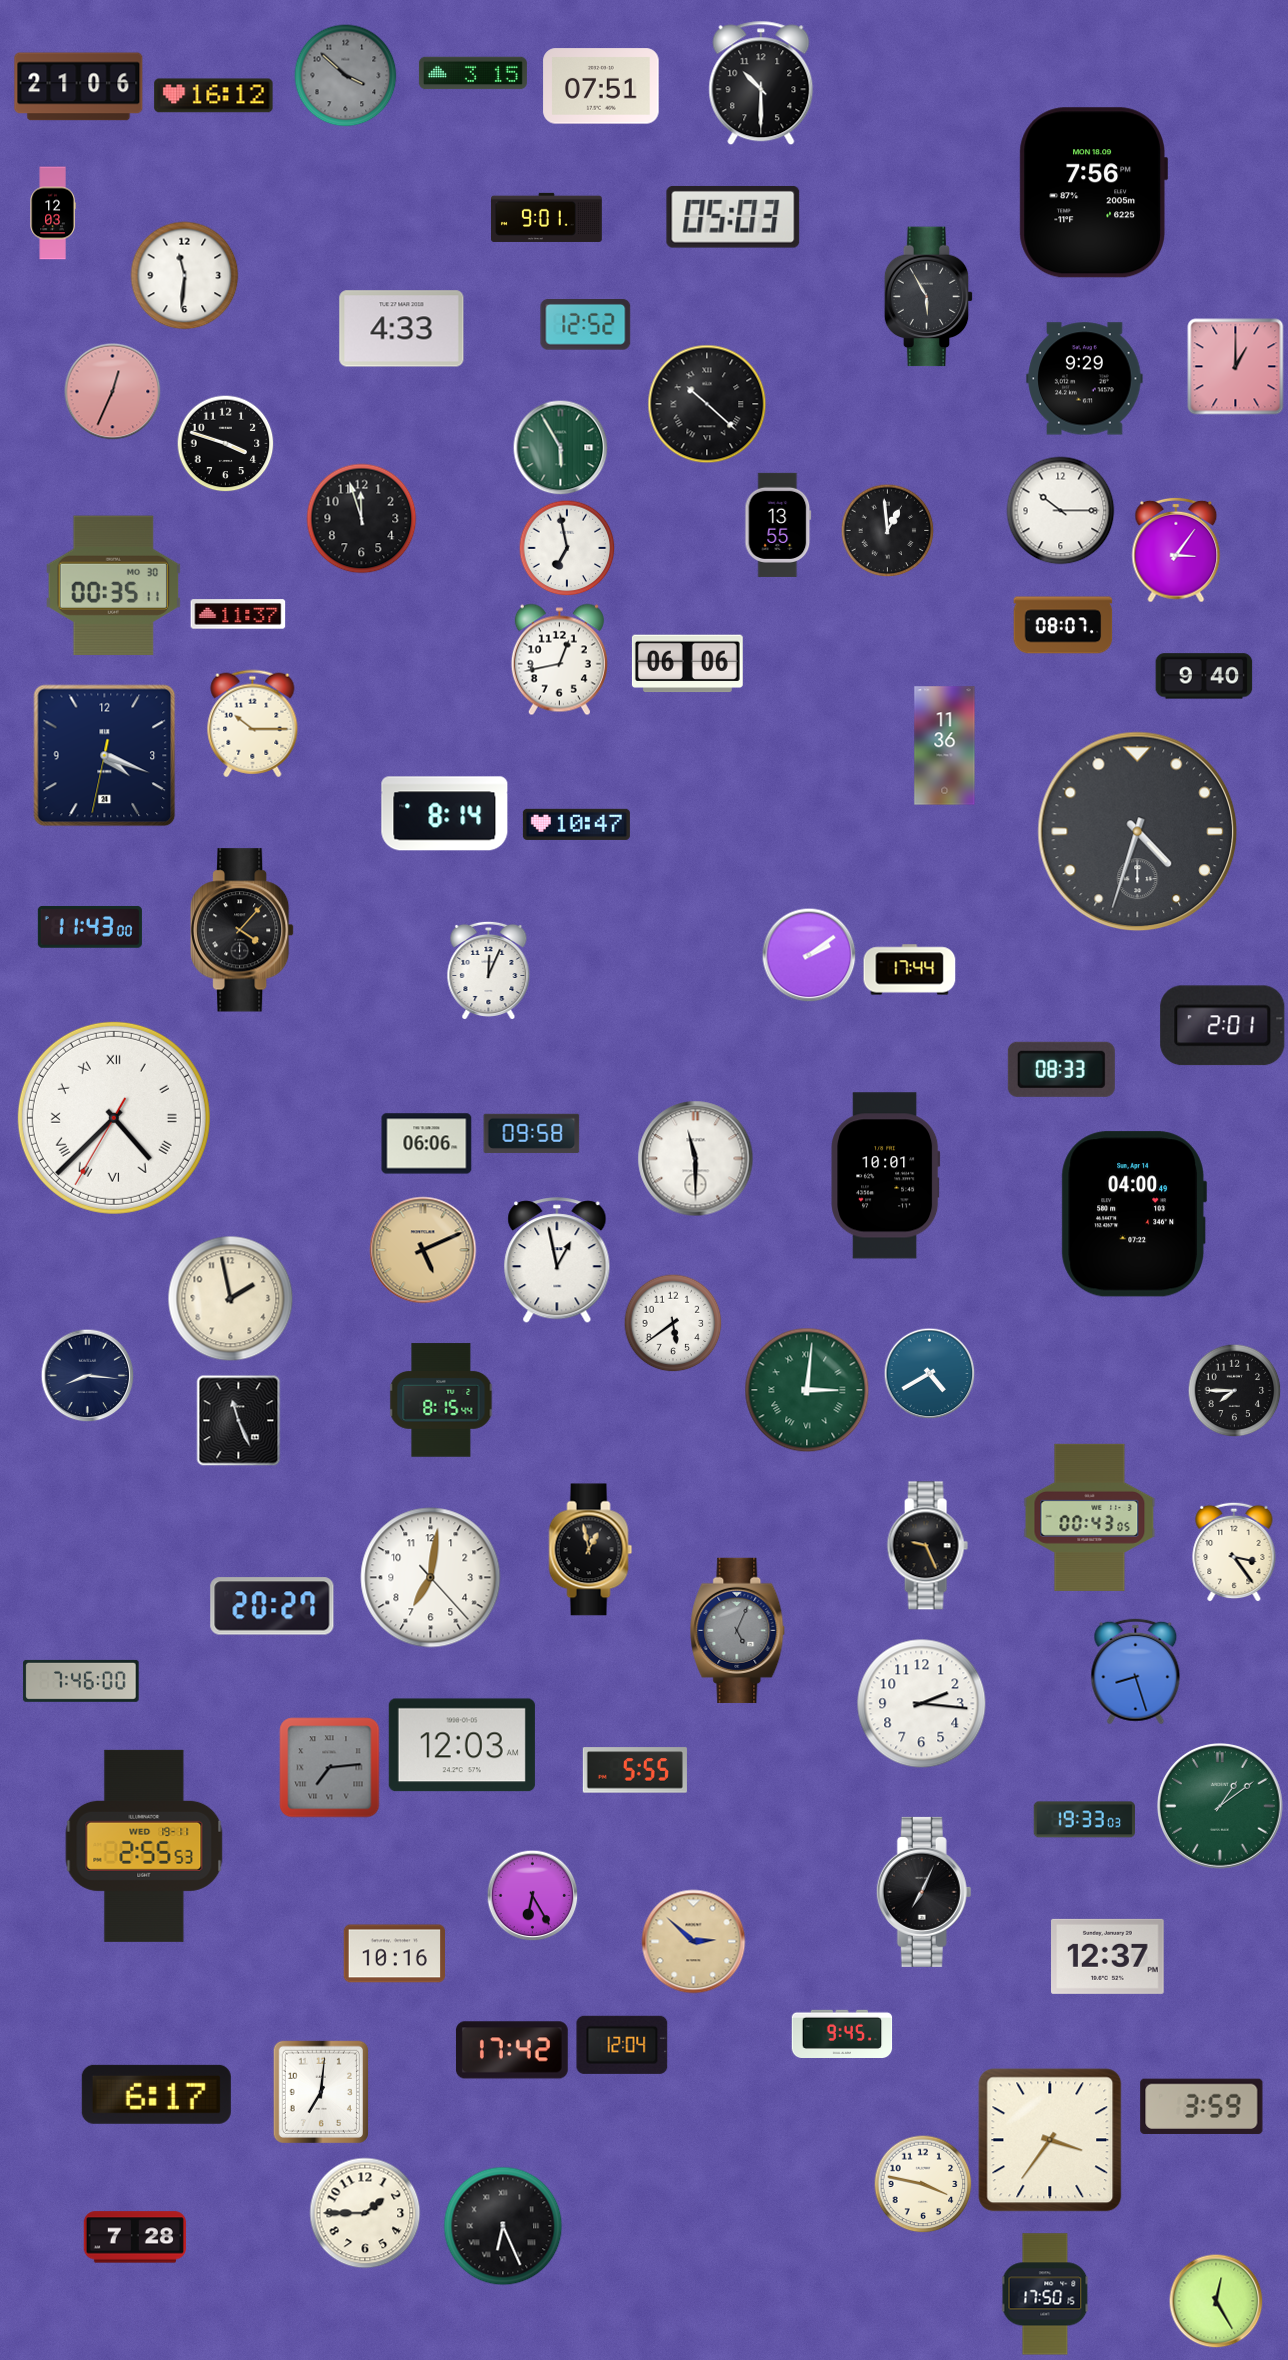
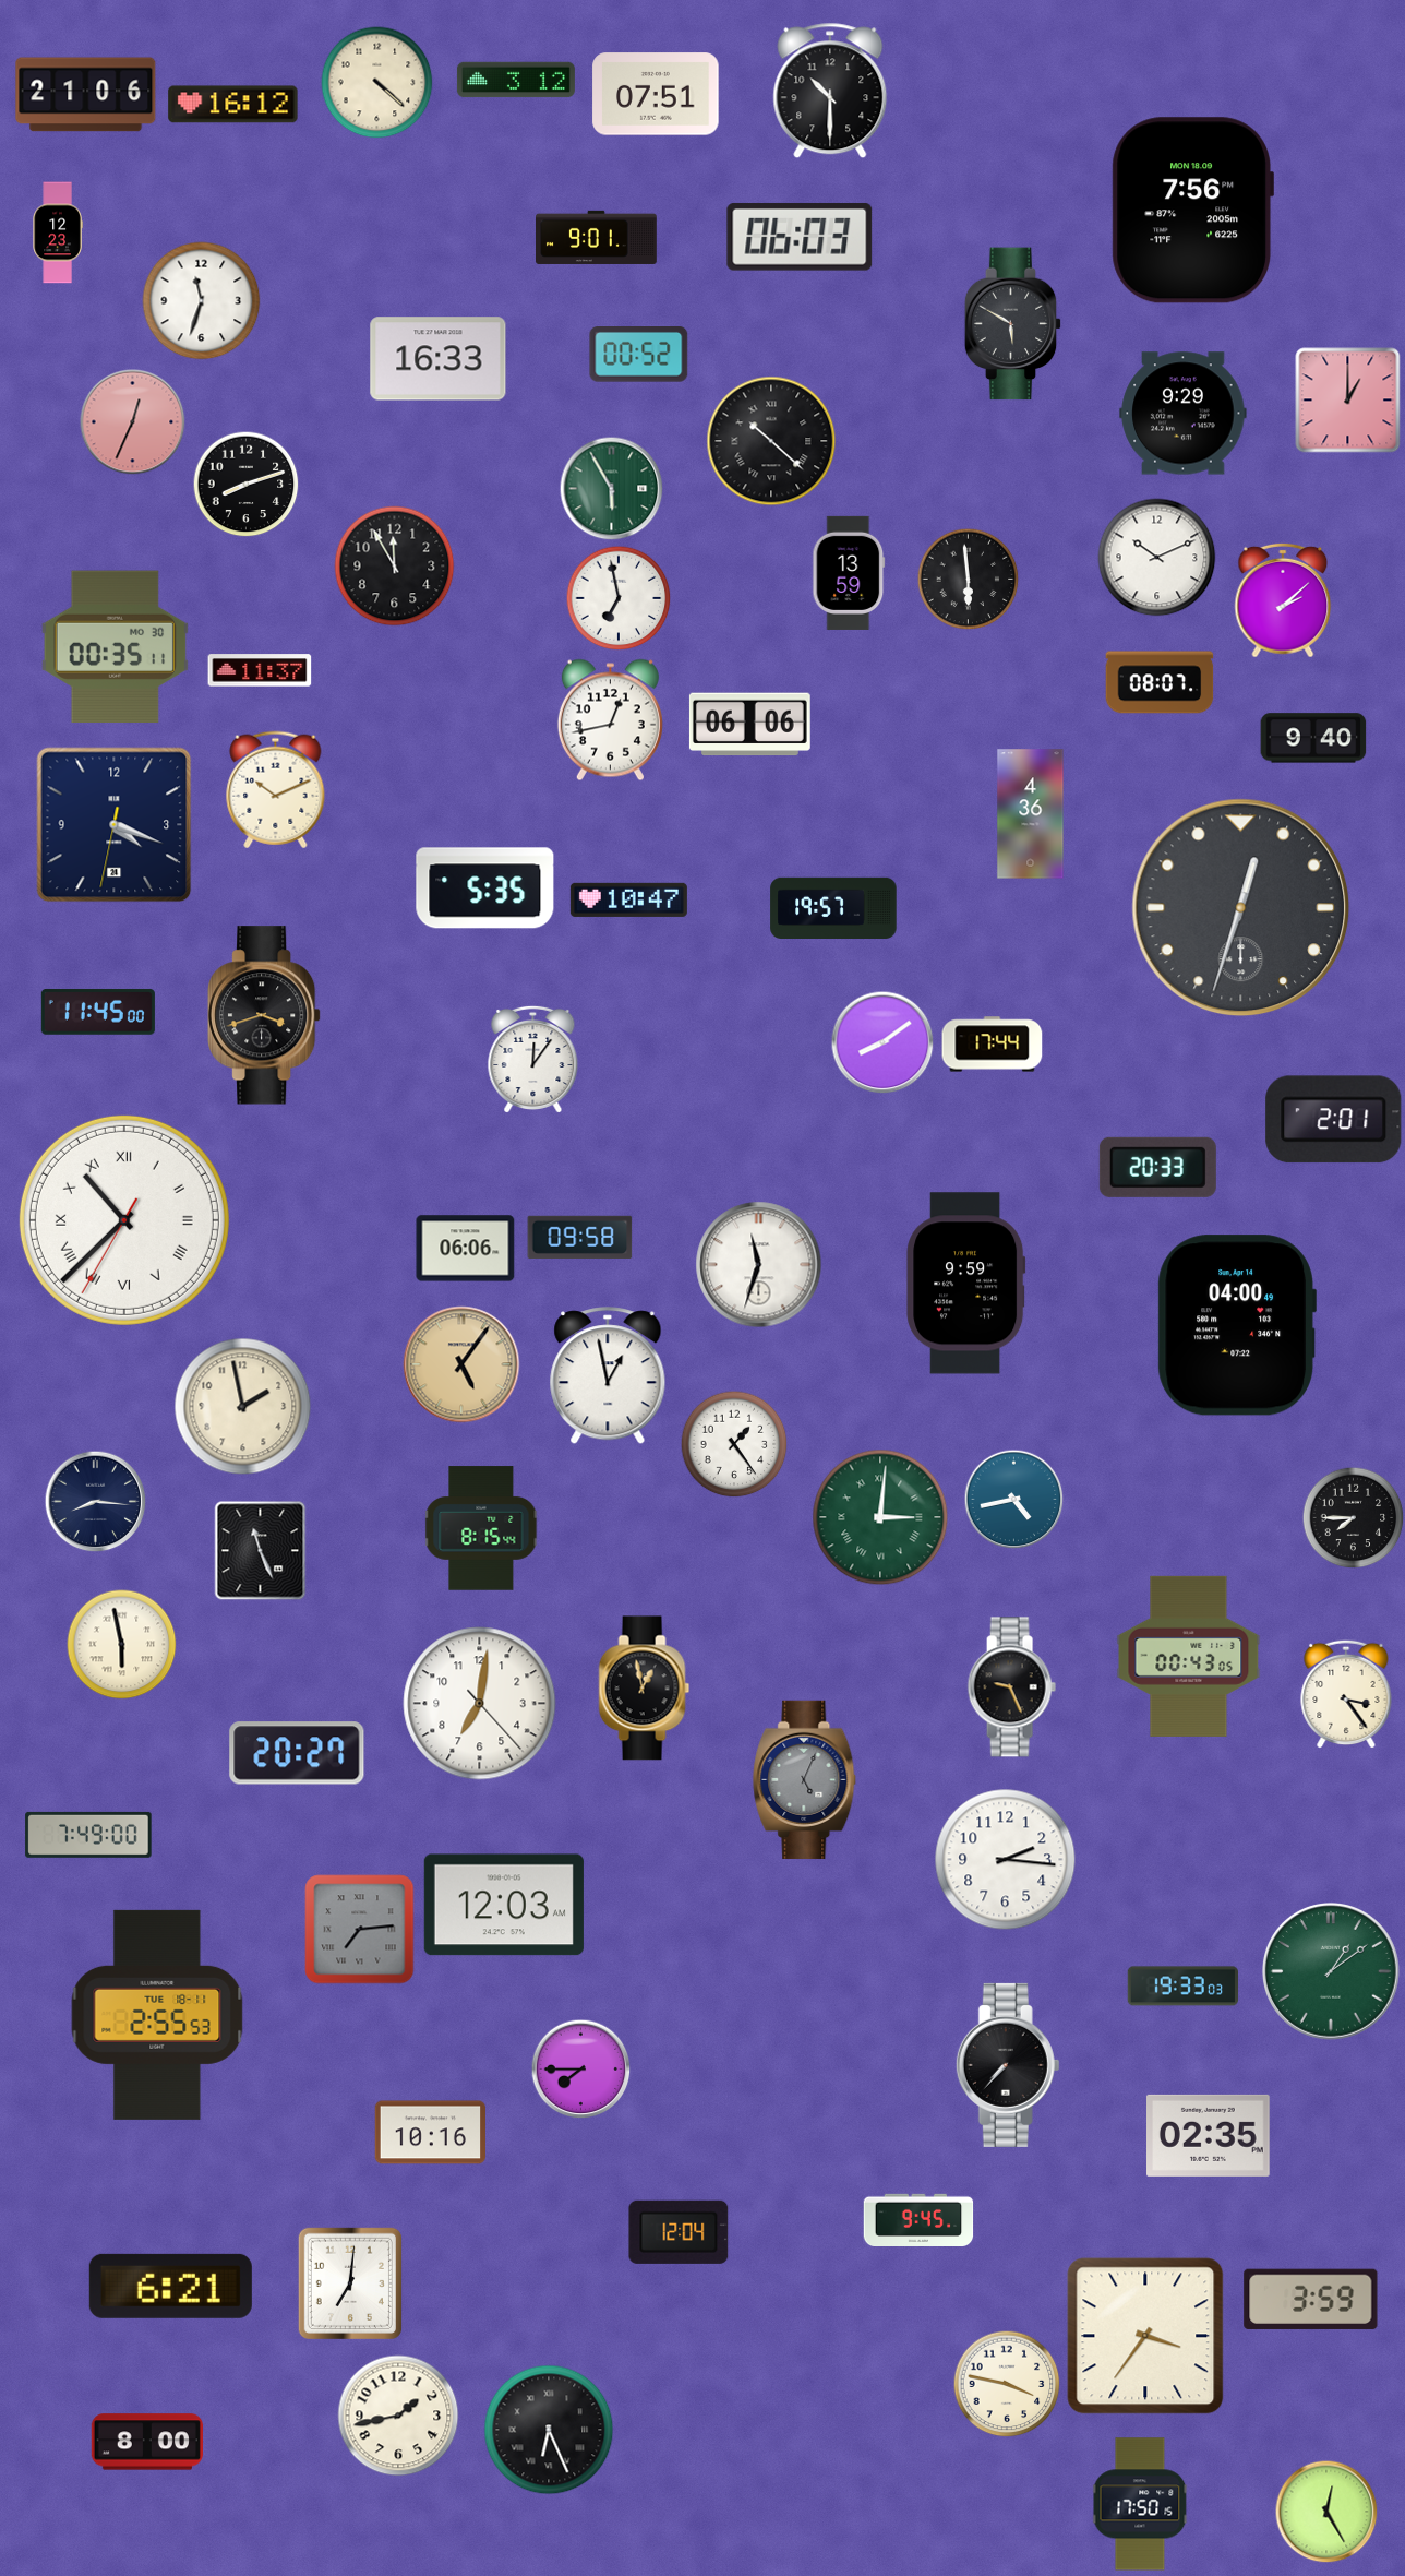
clock at (473, 73): 3:15 -> 3:12
clock at (346, 76): 3:52 -> 4:22
clock at (346, 76) dial: grey -> cream
clock at (53, 213): 12:03 -> 12:23
clock at (733, 217): 05:03 -> 06:03
clock at (185, 276): 11:31 -> 11:33
clock at (929, 297): 5:55 -> 5:50
clock at (586, 325): 12:52 -> 00:52
clock at (402, 329): 4:33 -> 16:33
clock at (113, 392) position: (113, 392) -> (133, 422)
clock at (225, 443): 3:48 -> 8:12
clock at (1061, 511): 10:15 -> 10:11
clock at (362, 519): 11:57 -> 11:55
clock at (778, 525): 13:55 -> 13:59
clock at (887, 530): 12:59 -> 5:59
clock at (1176, 550): 3:06 -> 2:08
clock at (113, 586) position: (113, 586) -> (115, 647)
clock at (253, 724): 10:15 -> 10:11
clock at (945, 746): 11:36 -> 4:36
clock at (445, 814): 8:14 -> 5:35
clock at (833, 907): none -> 19:57
clock at (1138, 832): 4:33 -> 12:33
clock at (90, 928): 11:43 -> 11:45
clock at (243, 930): 4:07 -> 3:42
clock at (809, 955): 2:09 -> 8:09
clock at (489, 970): 12:04 -> 12:06
clock at (910, 970) position: (910, 970) -> (993, 1045)
clock at (1061, 1069): 08:33 -> 20:33
clock at (114, 1118): 4:37 -> 10:37
clock at (696, 1159): 11:30 -> 11:33
clock at (886, 1176): 10:01 -> 9:59
clock at (423, 1250): 5:11 -> 5:06
clock at (231, 1299) position: (231, 1299) -> (243, 1407)
clock at (673, 1323): 5:39 -> 1:24
clock at (929, 1373): 4:40 -> 4:43
clock at (1234, 1390) position: (1234, 1390) -> (1353, 1517)
clock at (122, 1645): none -> 5:58
clock at (591, 1550) position: (591, 1550) -> (645, 1689)
clock at (431, 1578) position: (431, 1578) -> (480, 1704)
clock at (1136, 1672): 8:27 -> none
clock at (81, 1681): 7:46 -> 7:49
clock at (635, 1770): 5:55 -> none
clock at (144, 1846) date: WED 19-11 -> TUE 18-11
clock at (924, 1892): 7:04 -> 7:37
clock at (532, 1895): 6:25 -> 7:45
clock at (694, 1942): 2:52 -> none
clock at (1108, 1956): 12:37 -> 02:35
clock at (512, 2050): 17:42 -> none
clock at (156, 2094): 6:17 -> 6:21
clock at (365, 2213): 1:45 -> 1:43
clock at (135, 2237): 7:28 -> 8:00
